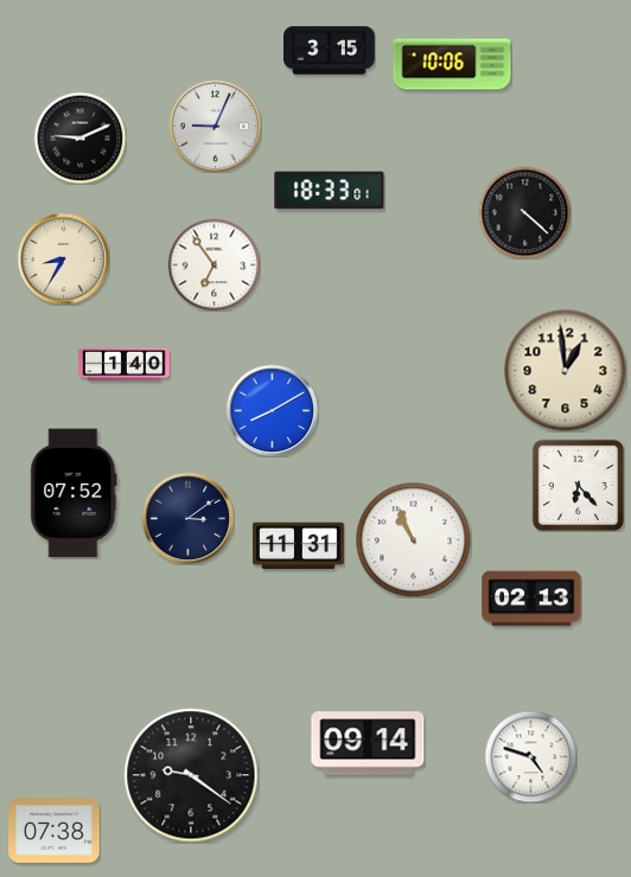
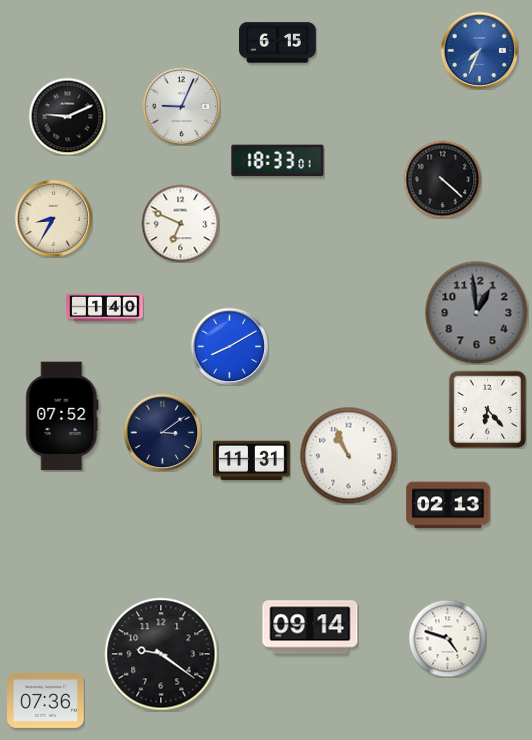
clock at (330, 51): 3:15 -> 6:15
clock at (479, 50): none -> 7:34
clock at (452, 64): 10:06 -> none
clock at (213, 264): 6:54 -> 6:49
clock at (566, 371) dial: cream -> grey
clock at (187, 518) position: (187, 518) -> (162, 432)
clock at (55, 830): 07:38 -> 07:36
